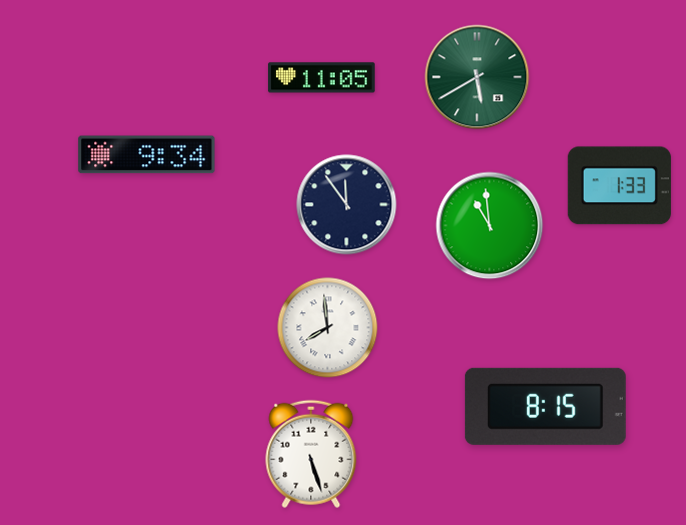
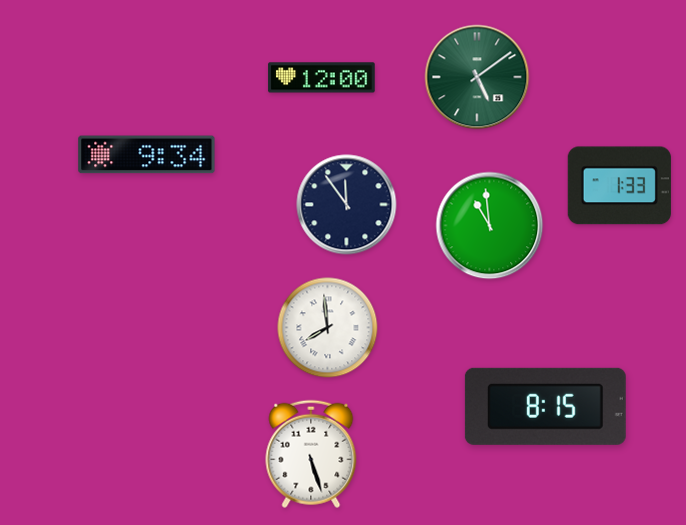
clock at (477, 77): 5:40 -> 5:09
clock at (322, 78): 11:05 -> 12:00
